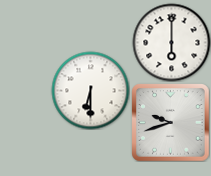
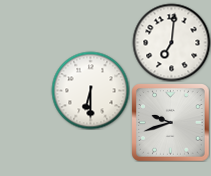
clock at (171, 42): 6:00 -> 7:01
